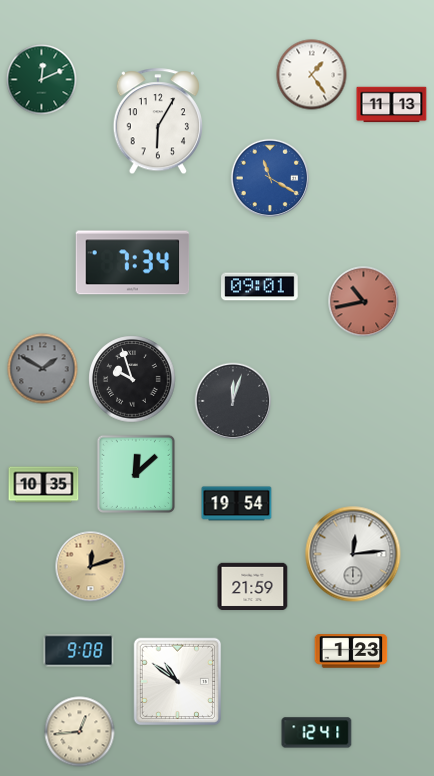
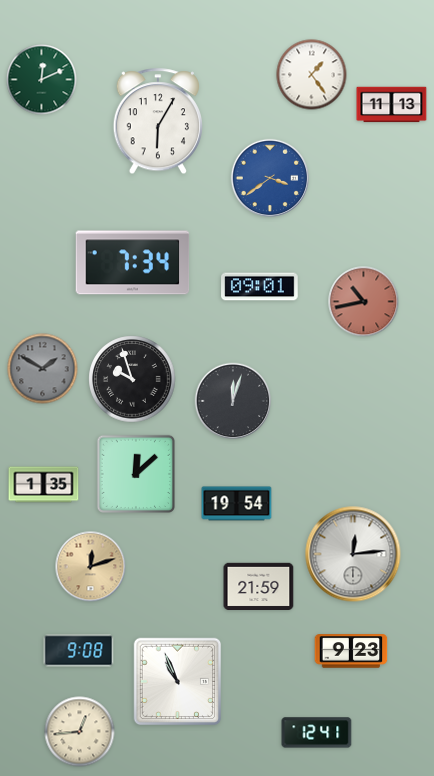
clock at (269, 177): 11:20 -> 3:39
clock at (44, 485): 10:35 -> 1:35
clock at (253, 586) position: (253, 586) -> (259, 586)
clock at (351, 651): 1:23 -> 9:23
clock at (178, 682): 10:51 -> 10:56
